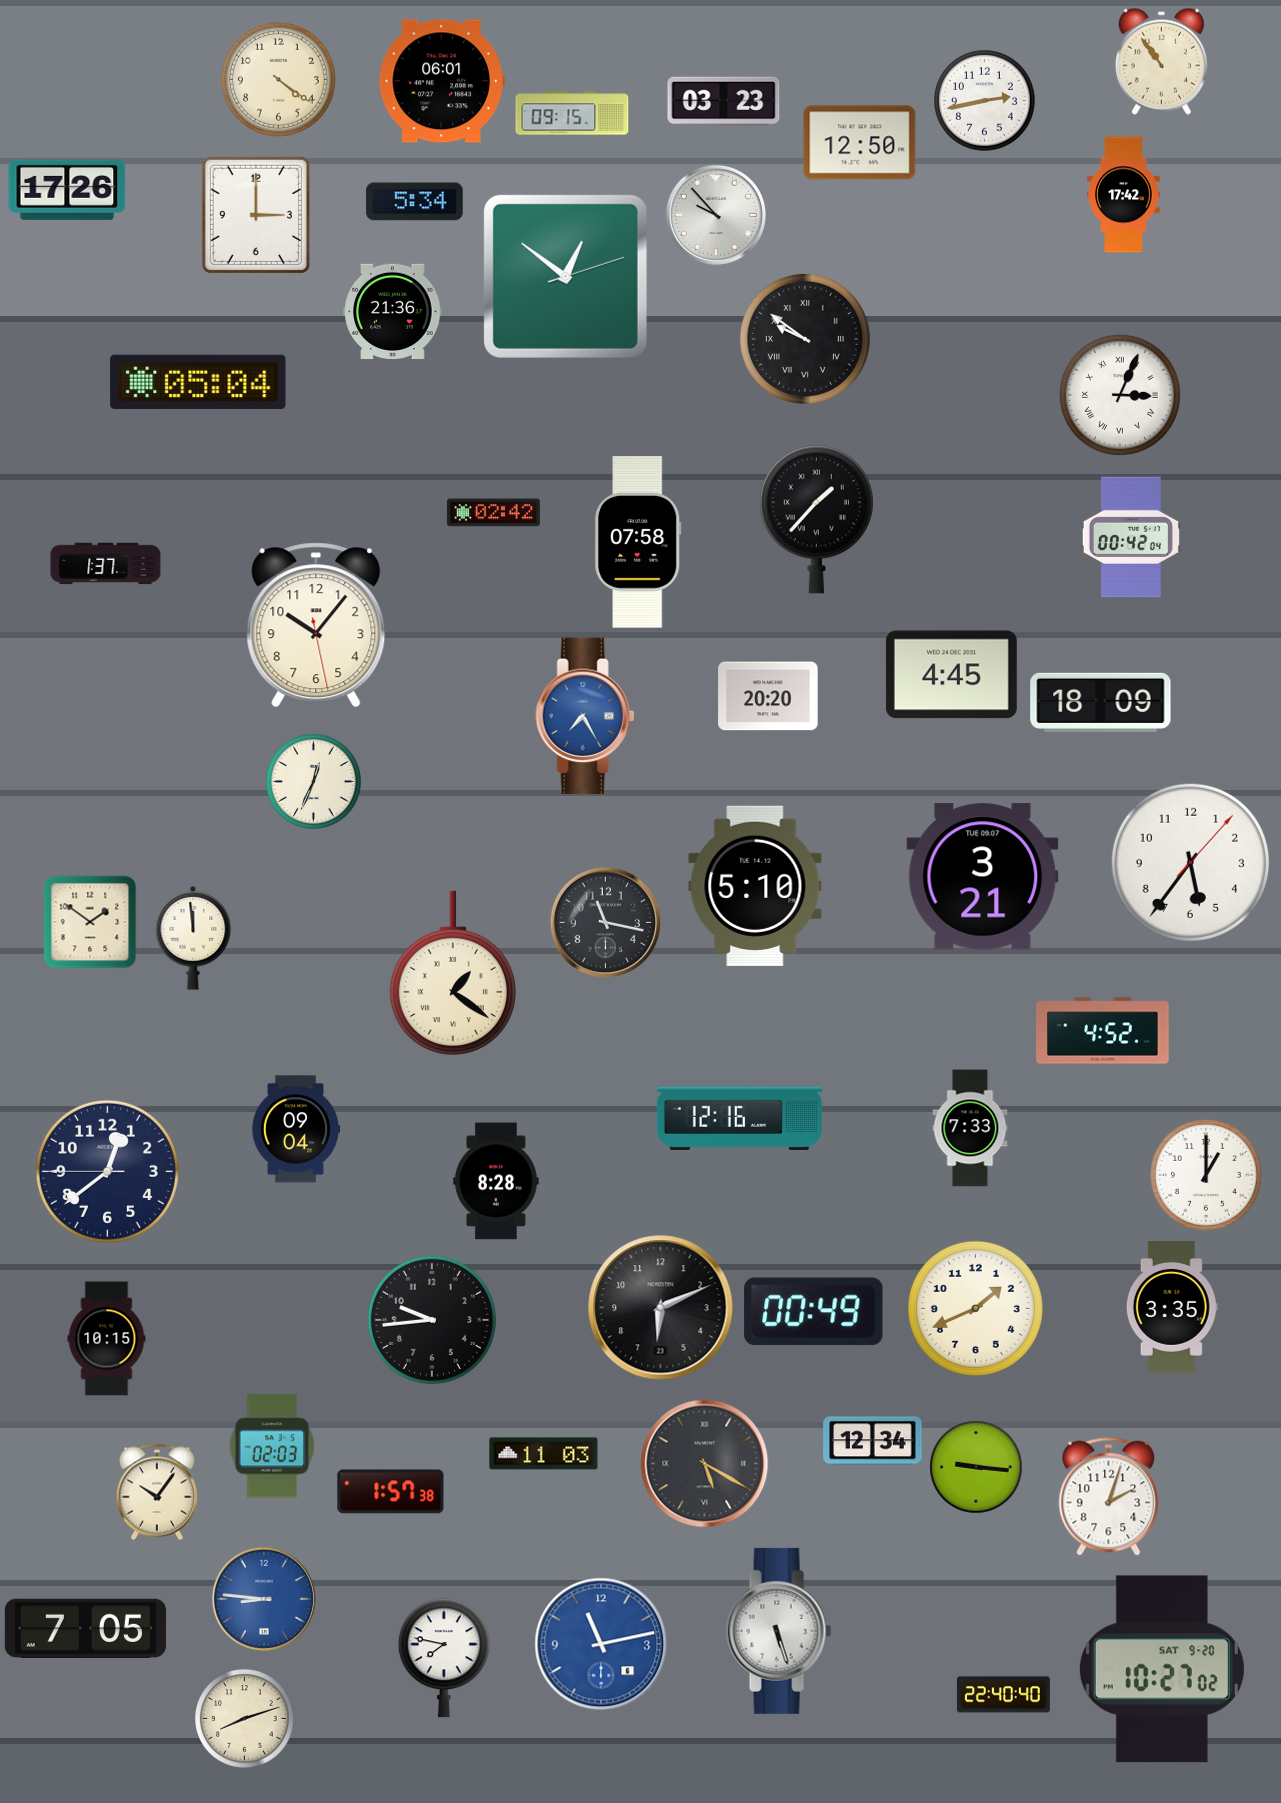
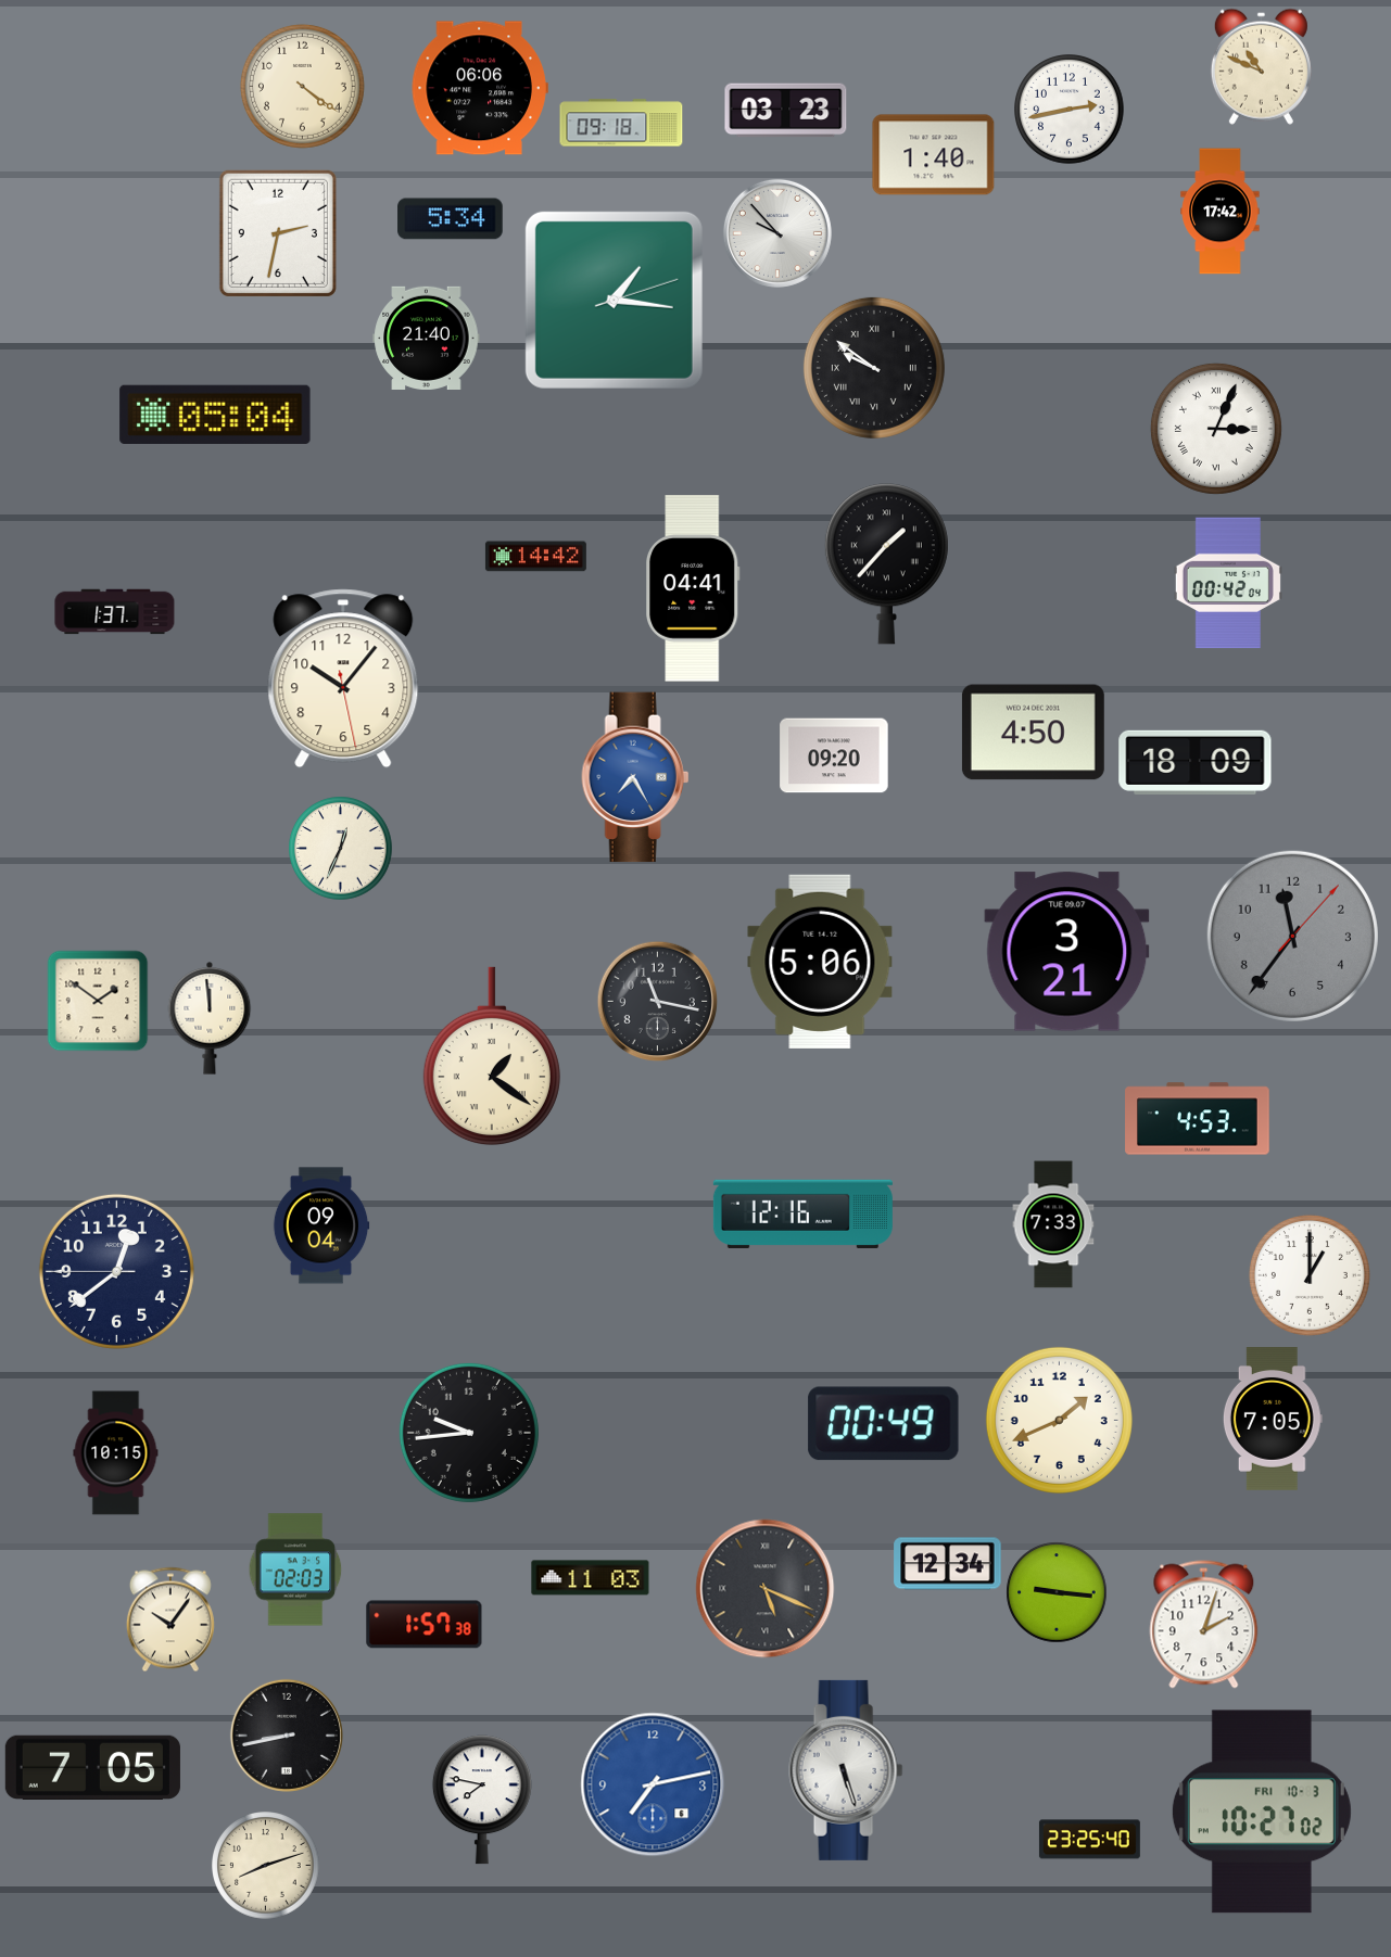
clock at (1161, 61): 10:54 -> 10:49
clock at (442, 81): 06:01 -> 06:06
clock at (572, 113): 09:15 -> 09:18
clock at (860, 143): 12:50 -> 1:40
clock at (67, 190): 17:26 -> none
clock at (256, 215): 3:00 -> 2:32
clock at (565, 276): 12:51 -> 1:16
clock at (393, 311): 21:36 -> 21:40
clock at (493, 513): 02:42 -> 14:42
clock at (639, 542): 07:58 -> 04:41
clock at (951, 675): 4:45 -> 4:50
clock at (768, 696): 20:20 -> 09:20
clock at (1190, 862): 5:36 -> 11:36
clock at (1190, 862) dial: white -> grey
clock at (755, 886): 5:10 -> 5:06
clock at (1103, 1031): 4:52 -> 4:53
clock at (496, 1181): 8:28 -> none
clock at (661, 1308): 6:11 -> none
clock at (1172, 1308): 3:35 -> 7:05
clock at (705, 1464): 5:20 -> 5:19
clock at (976, 1467) position: (976, 1467) -> (1057, 1592)
clock at (391, 1492) position: (391, 1492) -> (425, 1625)
clock at (264, 1599): 8:46 -> 8:43
clock at (264, 1599) dial: blue -> black
clock at (601, 1644): 11:13 -> 7:13
clock at (1162, 1669) date: SAT 9-20 -> FRI 10-3
clock at (1003, 1695): 22:40 -> 23:25
